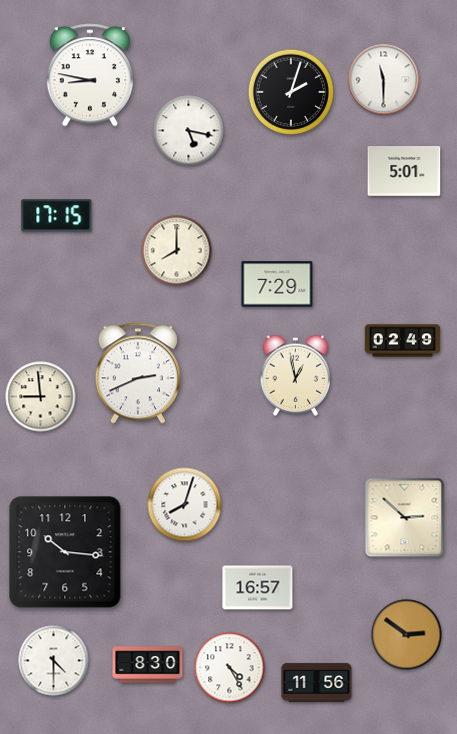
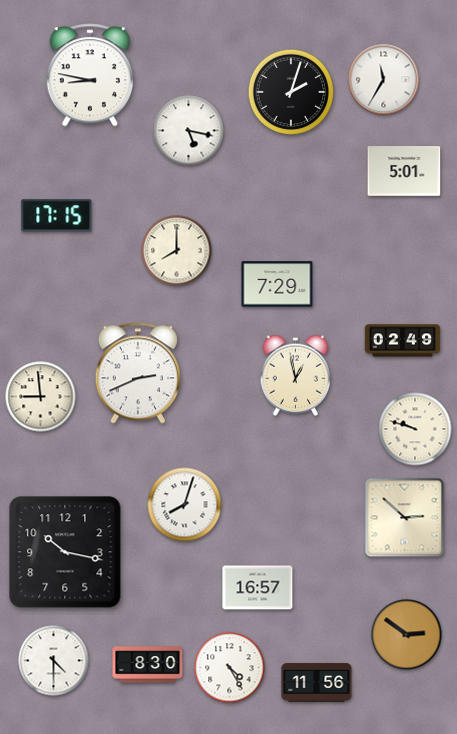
clock at (384, 80): 11:30 -> 11:35
clock at (415, 429): none -> 9:48
clock at (65, 552): 10:16 -> 10:17
